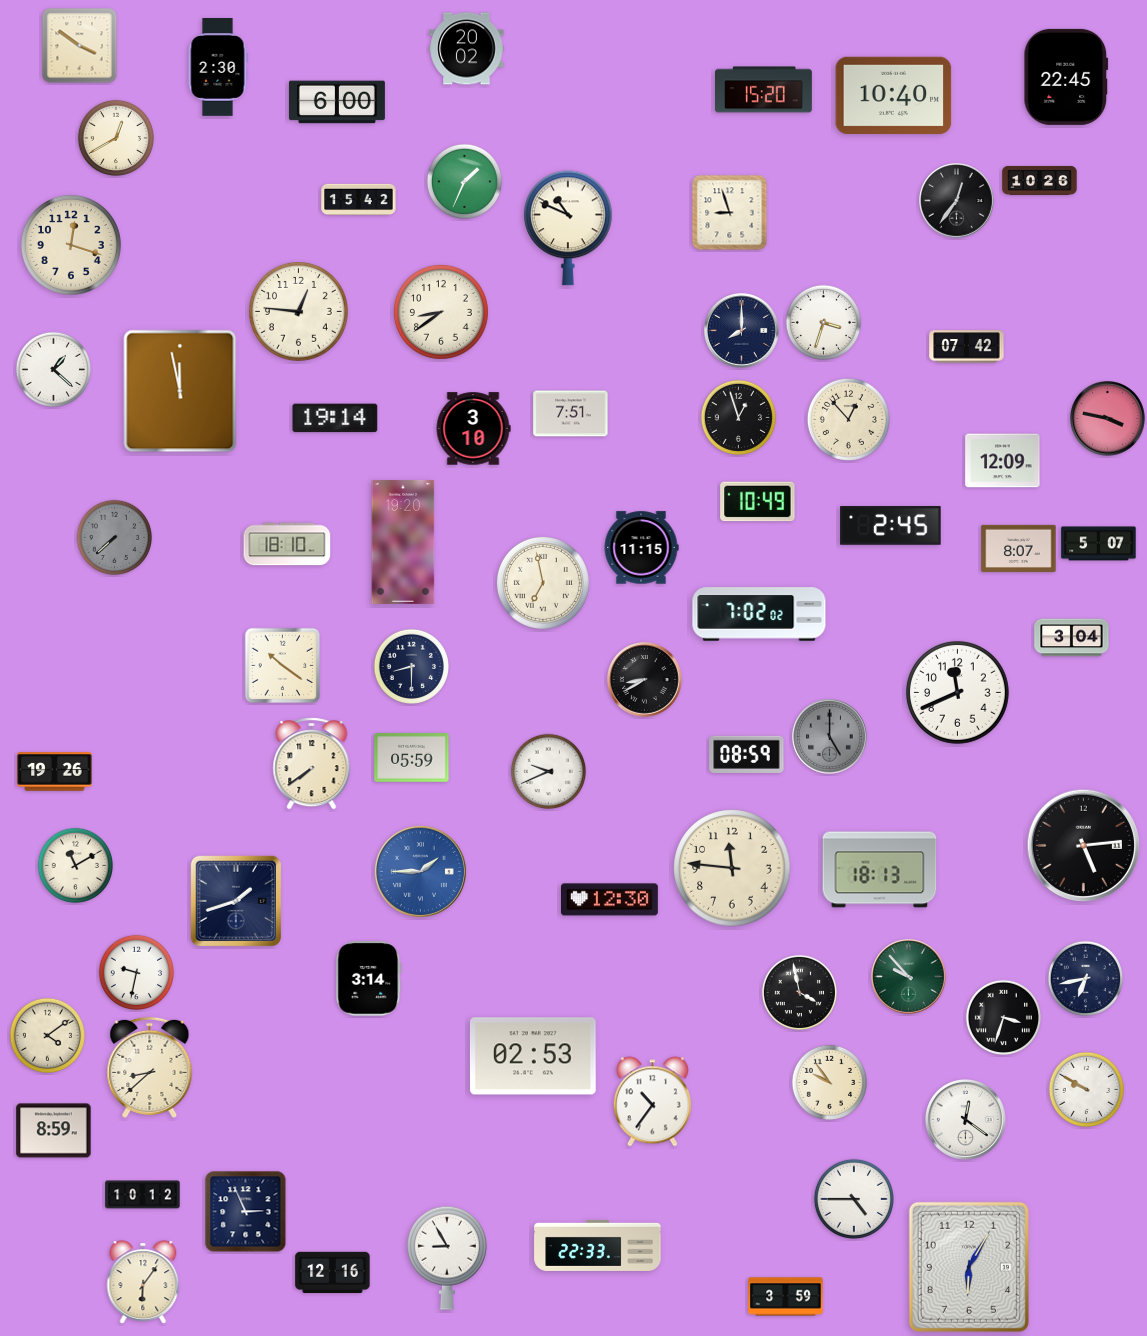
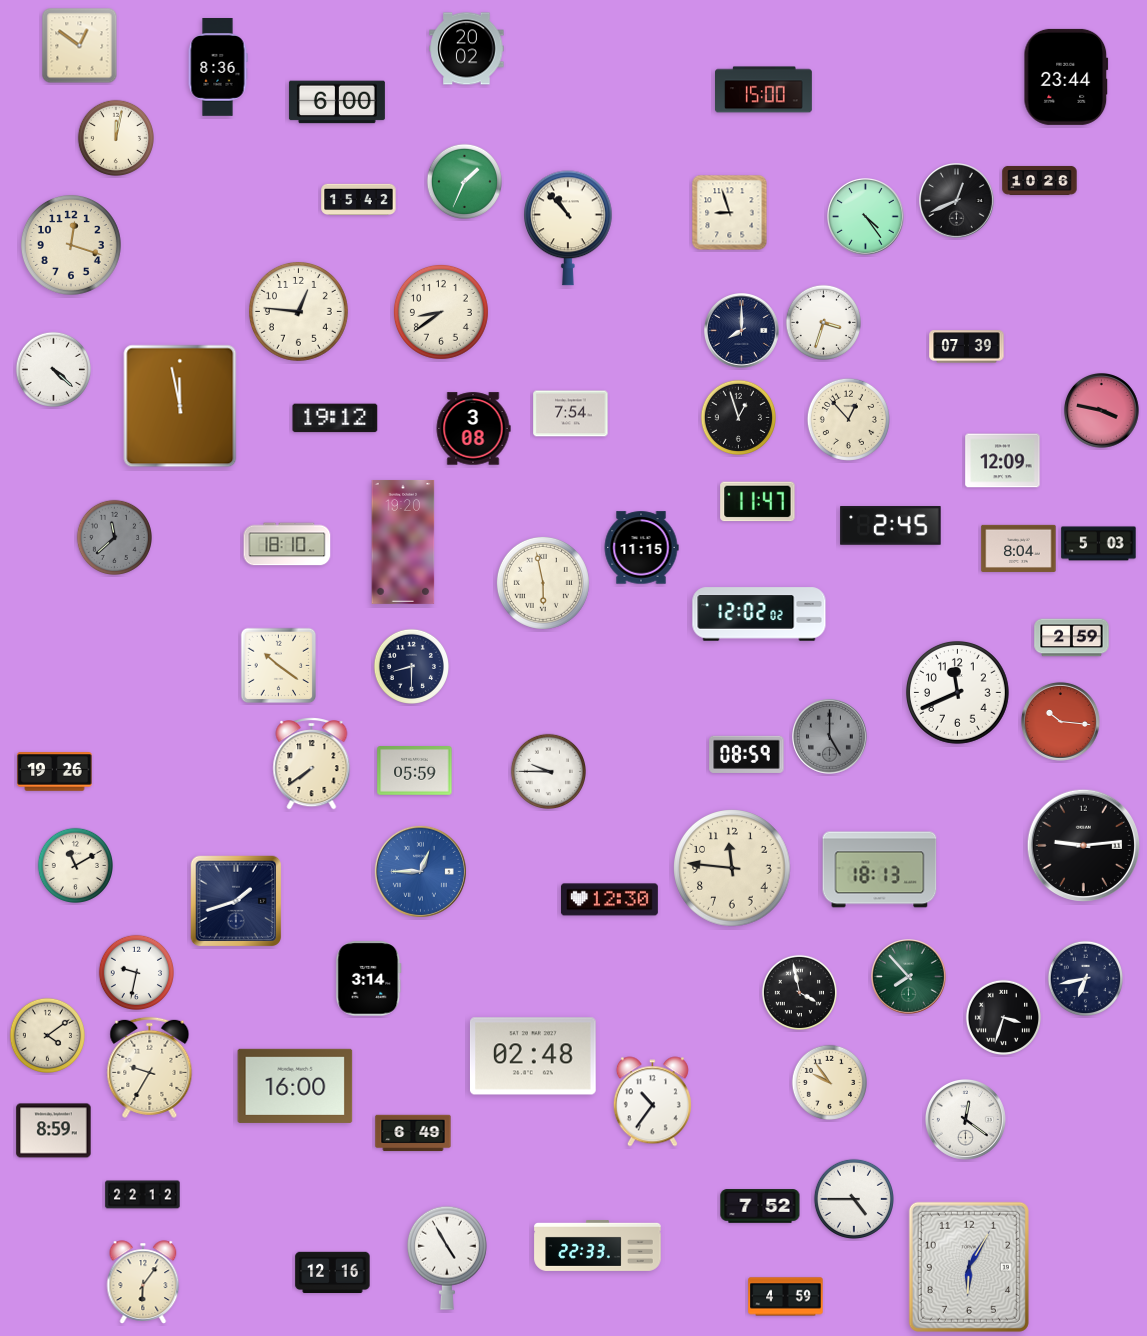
clock at (80, 46): 3:51 -> 12:51
clock at (218, 67): 2:30 -> 8:36
clock at (1066, 77): 22:45 -> 23:44
clock at (764, 90): 15:20 -> 15:00
clock at (894, 95): 10:40 -> none
clock at (115, 137): 12:40 -> 12:02
clock at (957, 201): 12:36 -> 12:41
clock at (866, 217): none -> 4:24
clock at (569, 228): 10:49 -> 10:53
clock at (967, 347): 07:42 -> 07:39
clock at (53, 369): 1:22 -> 4:22
clock at (180, 391) position: (180, 391) -> (180, 406)
clock at (571, 414): 7:51 -> 7:54
clock at (335, 418): 19:14 -> 19:12
clock at (1108, 419) position: (1108, 419) -> (1102, 411)
clock at (473, 429): 3:10 -> 3:08
clock at (758, 502): 10:49 -> 11:47
clock at (114, 537): 7:38 -> 11:38
clock at (1099, 544): 5:07 -> 5:03
clock at (1019, 548): 8:07 -> 8:04
clock at (543, 583): 6:58 -> 5:58
clock at (759, 614): 7:02 -> 12:02
clock at (1072, 638): 3:04 -> 2:59
clock at (283, 666) position: (283, 666) -> (279, 666)
clock at (645, 680): 8:40 -> none
clock at (1060, 721): none -> 10:16
clock at (412, 758) position: (412, 758) -> (415, 771)
clock at (548, 771): 9:41 -> 9:45
clock at (1083, 845): 5:14 -> 9:14
clock at (420, 871): 1:45 -> 12:45
clock at (909, 977): 9:53 -> 7:53
clock at (533, 1056): 02:53 -> 02:48
clock at (150, 1067): 8:38 -> 9:35
clock at (295, 1086): none -> 16:00
clock at (1086, 1089): 9:50 -> none
clock at (413, 1133): none -> 6:49
clock at (143, 1195): 10:12 -> 22:12
clock at (760, 1206): none -> 7:52
clock at (246, 1212): 2:56 -> none
clock at (447, 1258): 8:55 -> 4:55
clock at (786, 1297): 3:59 -> 4:59
